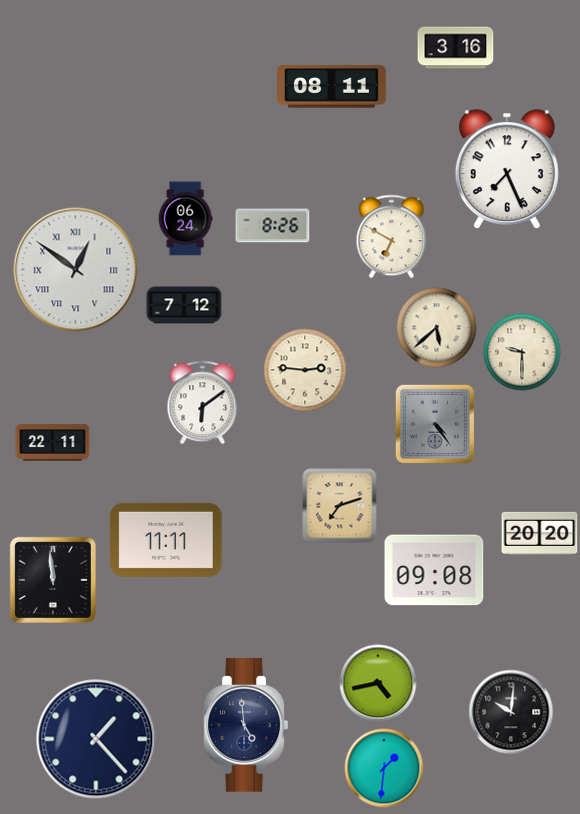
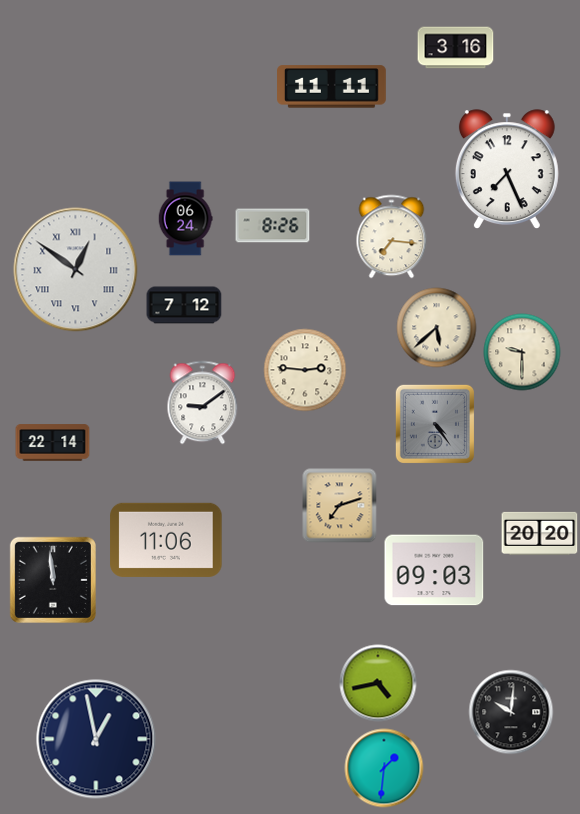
clock at (332, 87): 08:11 -> 11:11
clock at (392, 237): 6:50 -> 7:16
clock at (203, 403): 6:09 -> 9:09
clock at (53, 443): 22:11 -> 22:14
clock at (166, 540): 11:11 -> 11:06
clock at (434, 570): 09:08 -> 09:03
clock at (246, 726): 4:59 -> none
clock at (96, 739): 1:23 -> 12:58
